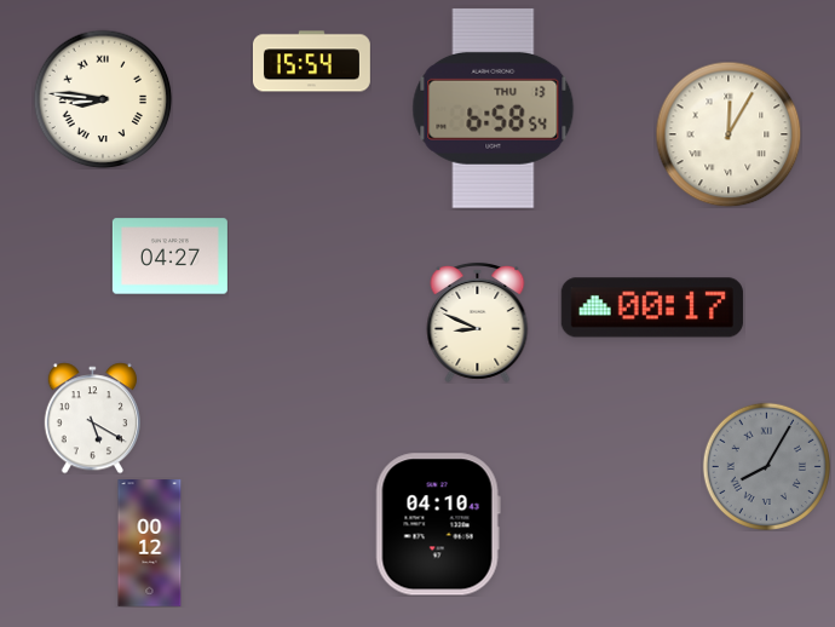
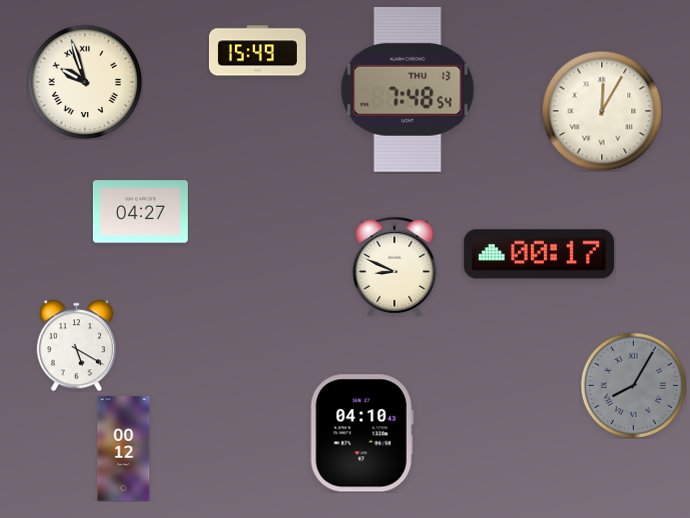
clock at (311, 62): 15:54 -> 15:49
clock at (103, 99): 8:46 -> 9:57
clock at (494, 108): 6:58 -> 7:48
